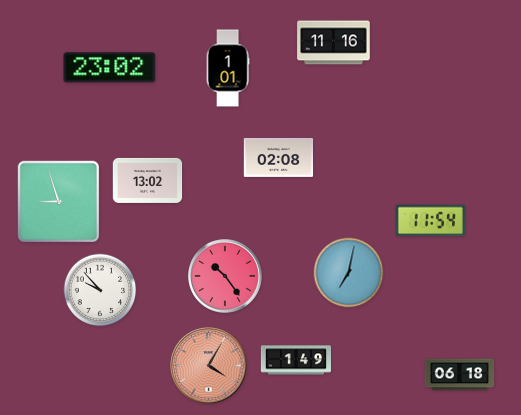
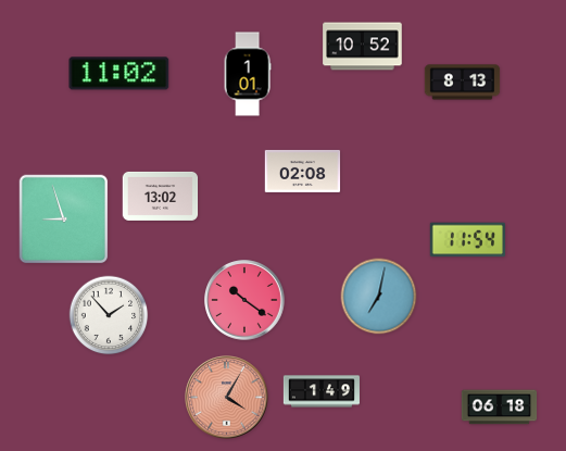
clock at (334, 43): 11:16 -> 10:52
clock at (110, 68): 23:02 -> 11:02
clock at (463, 83): none -> 8:13
clock at (225, 276): 10:24 -> 10:21
clock at (100, 290): 9:53 -> 1:53
